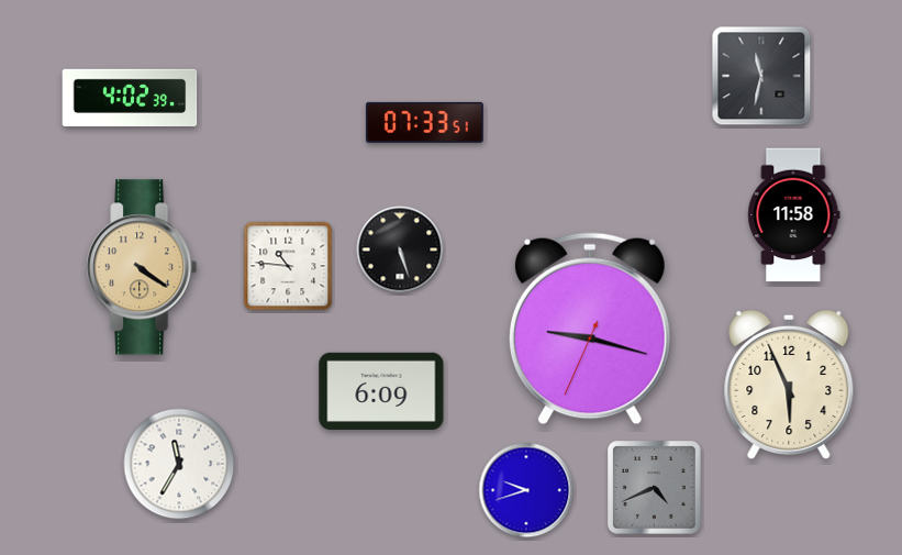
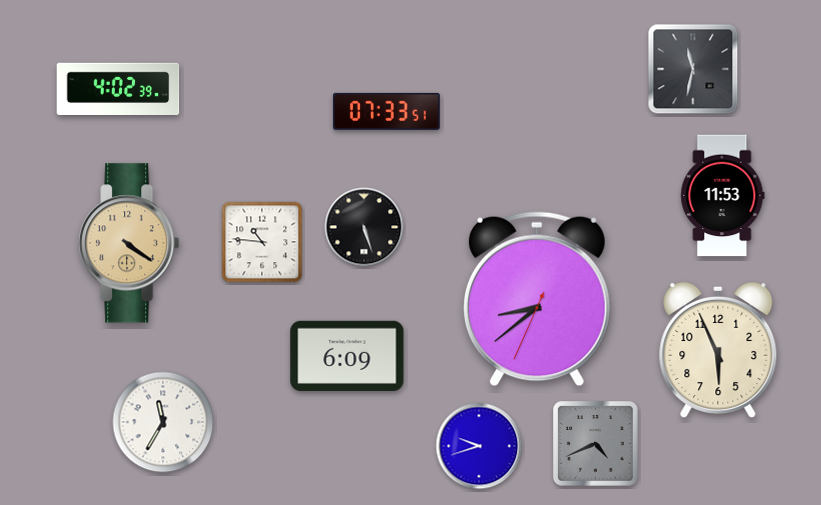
clock at (794, 215): 11:58 -> 11:53
clock at (590, 329): 9:17 -> 8:38
